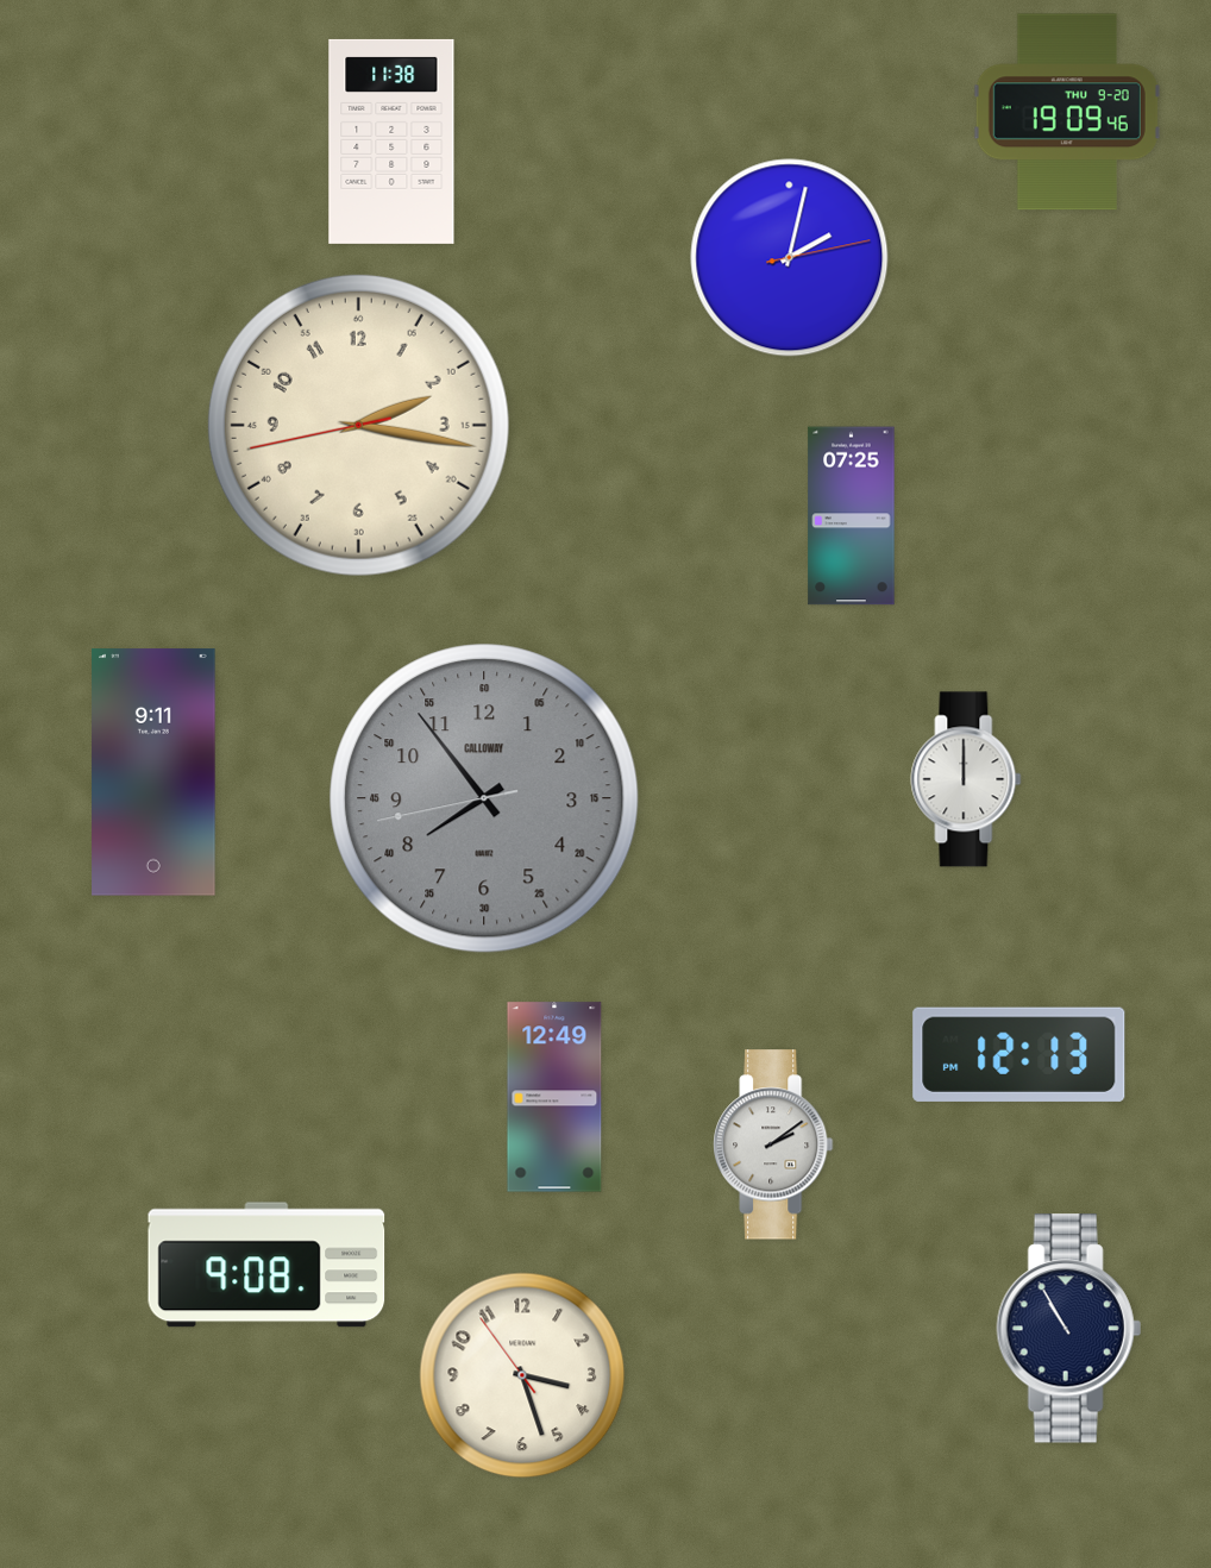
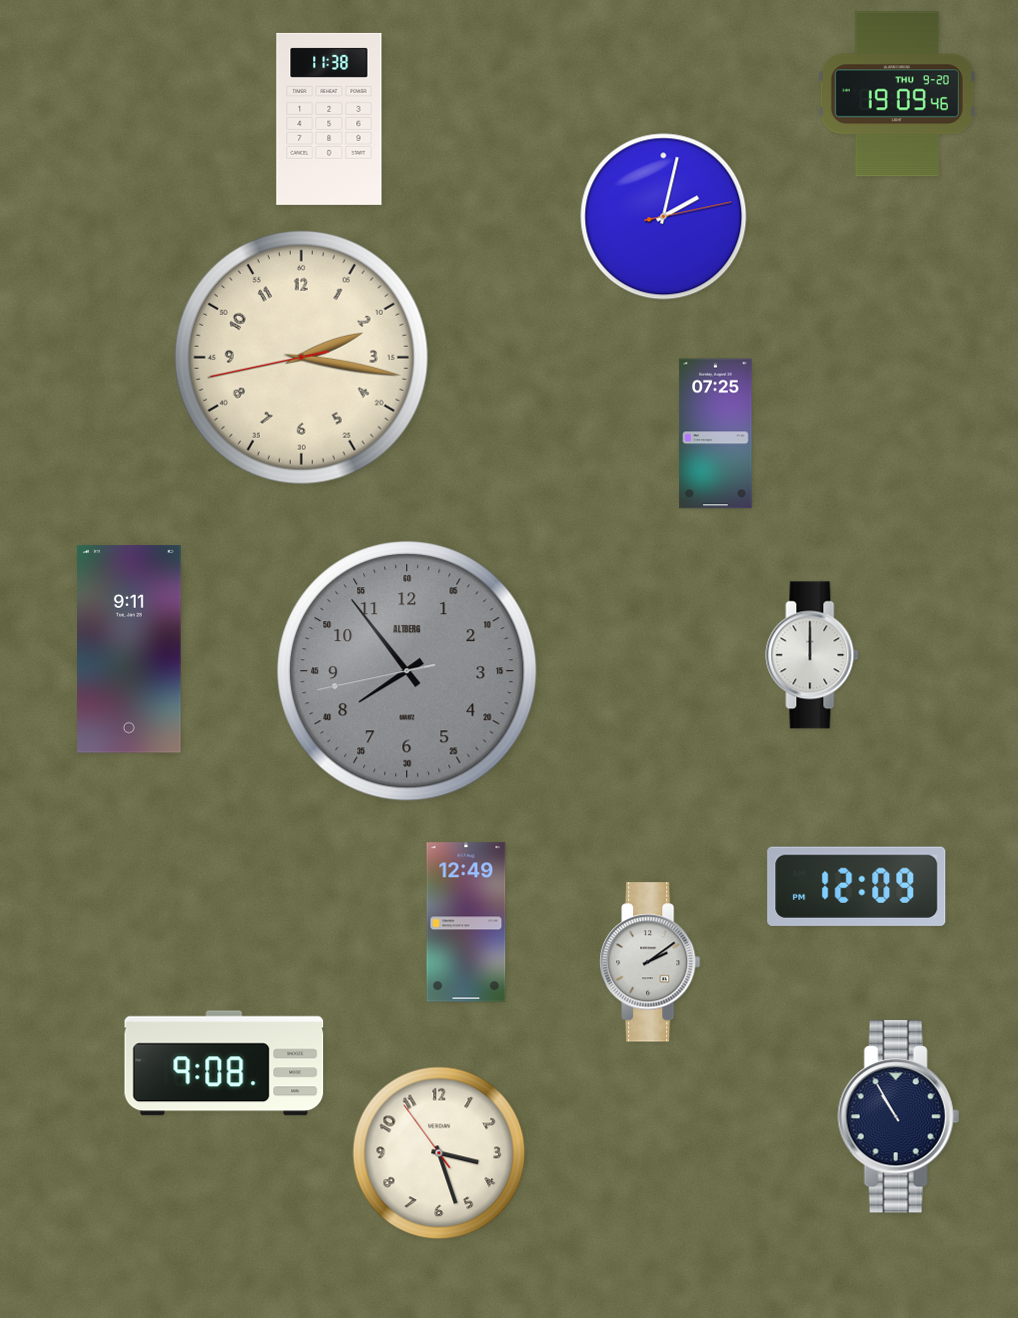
clock at (484, 798) brand: CALLOWAY -> ALTBERG
clock at (1019, 1054): 12:13 -> 12:09
clock at (522, 1375) position: (522, 1375) -> (439, 1153)
